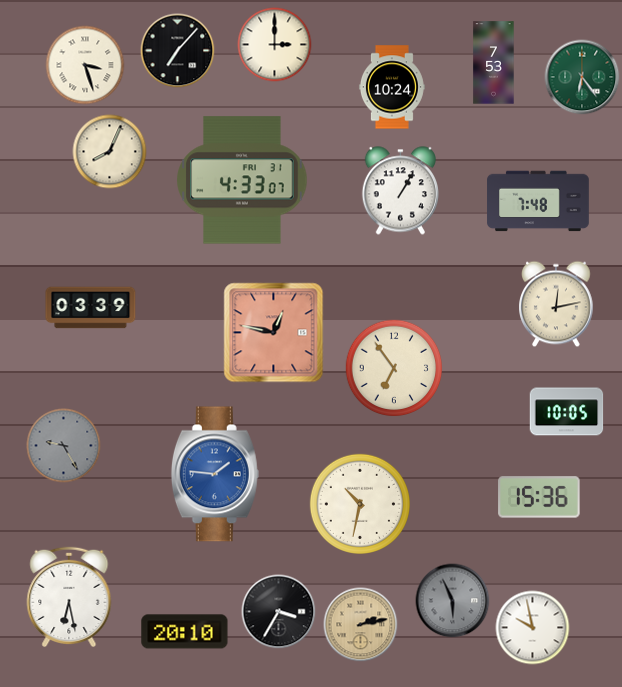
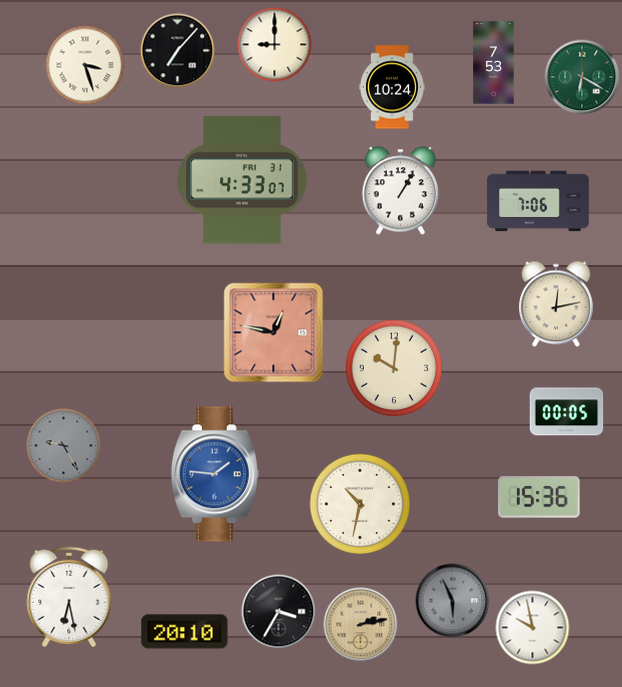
clock at (275, 45): 3:00 -> 9:00
clock at (582, 77): 6:24 -> 6:20
clock at (110, 152): 8:04 -> none
clock at (538, 201): 7:48 -> 7:06
clock at (91, 308): 03:39 -> none
clock at (394, 368): 6:54 -> 10:01
clock at (567, 412): 10:05 -> 00:05
